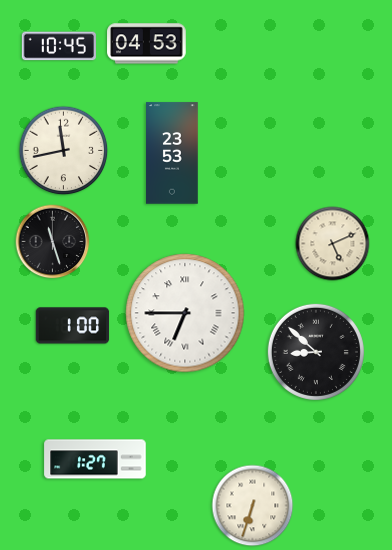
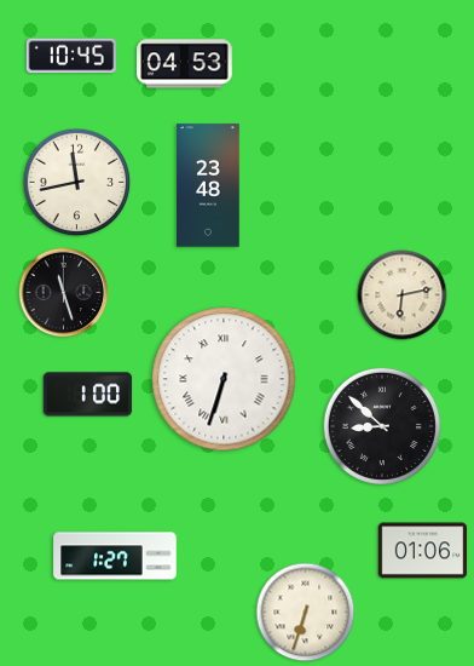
clock at (147, 44) position: (147, 44) -> (185, 64)
clock at (172, 153): 23:53 -> 23:48
clock at (333, 244): 5:11 -> 6:13
clock at (185, 313): 6:45 -> 6:33
clock at (423, 551): none -> 01:06
